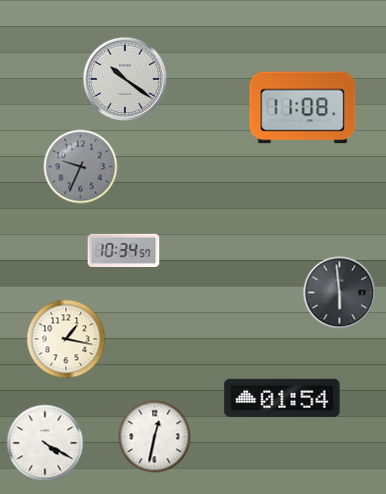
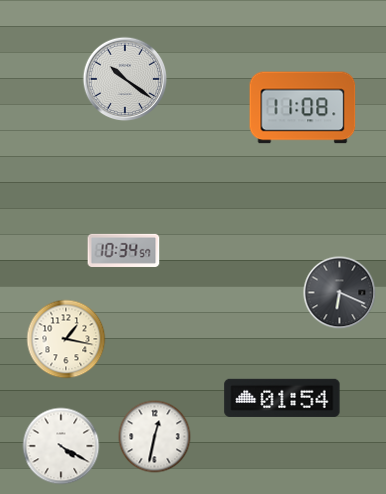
clock at (81, 167): 9:34 -> none
clock at (340, 293): 5:59 -> 6:19
clock at (45, 443) position: (45, 443) -> (61, 446)
